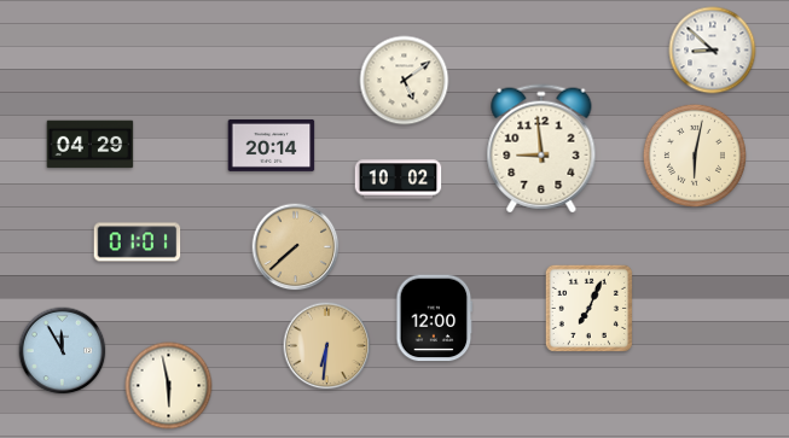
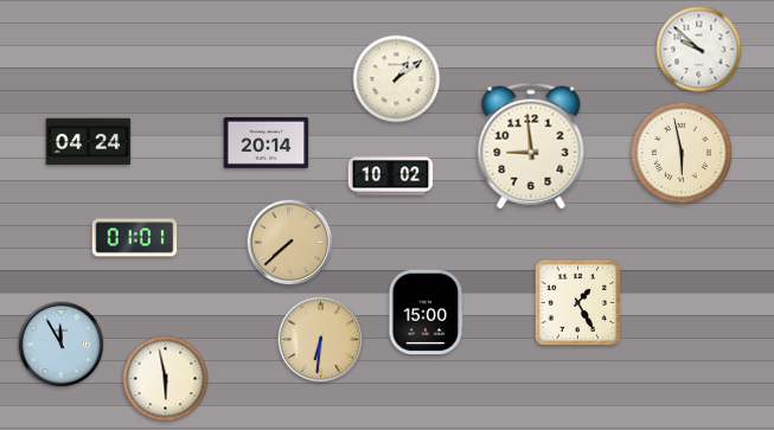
clock at (713, 51): 8:52 -> 9:52
clock at (405, 81): 5:09 -> 1:09
clock at (91, 145): 04:29 -> 04:24
clock at (695, 156): 6:02 -> 5:58
clock at (588, 308): 7:04 -> 1:25
clock at (435, 319): 12:00 -> 15:00
